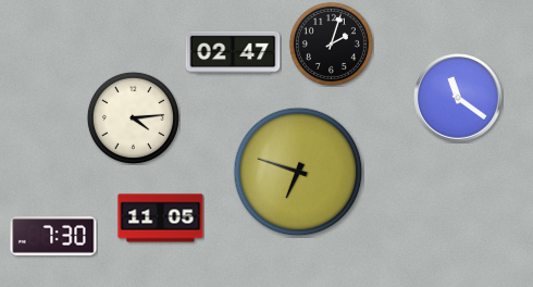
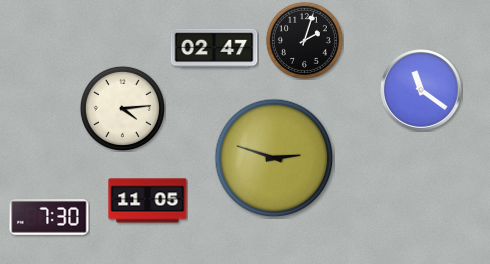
clock at (298, 172): 6:48 -> 2:48
